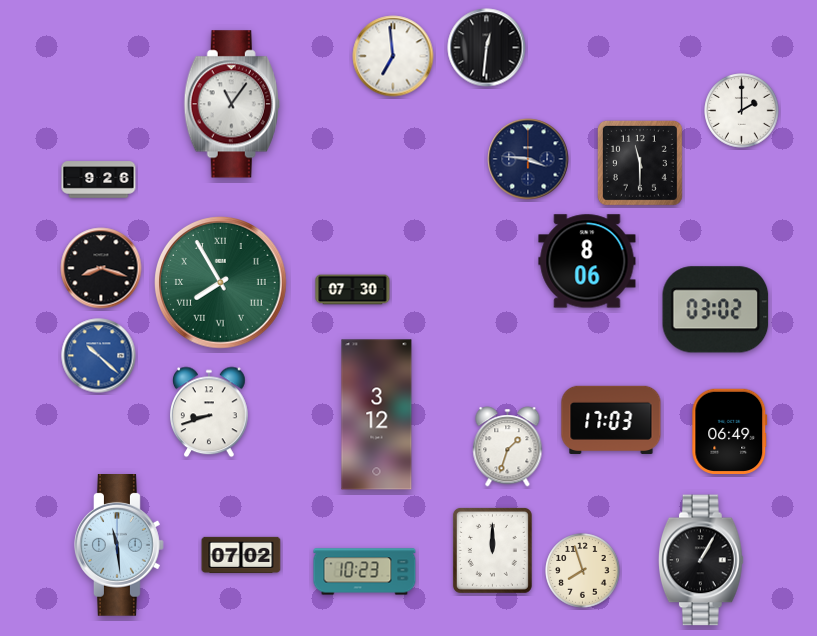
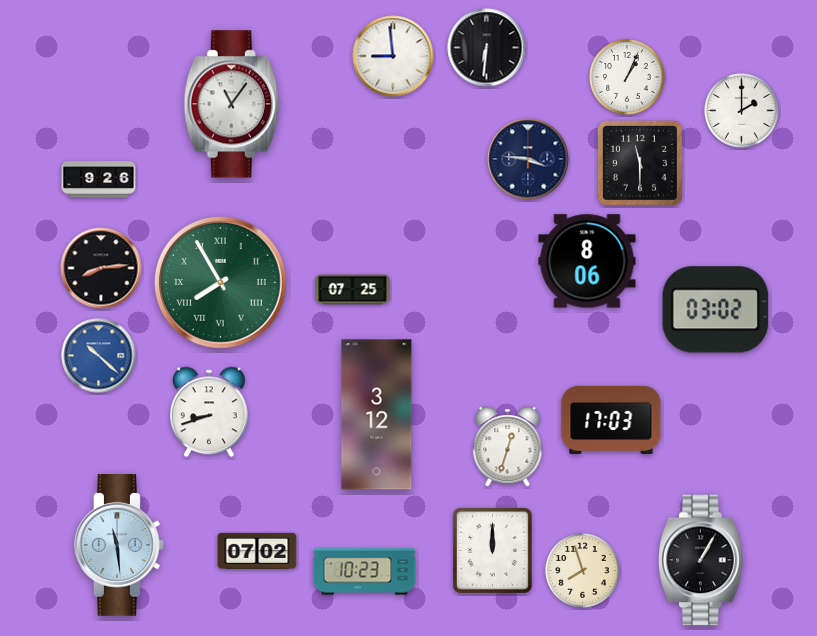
clock at (487, 48): 12:31 -> 6:31
clock at (393, 56): 6:59 -> 8:59
clock at (627, 77): none -> 1:04
clock at (101, 268): 8:18 -> 8:14
clock at (353, 290): 07:30 -> 07:25
clock at (730, 431): 06:49 -> none
clock at (508, 447): 1:33 -> 12:33
clock at (241, 555) position: (241, 555) -> (257, 551)
